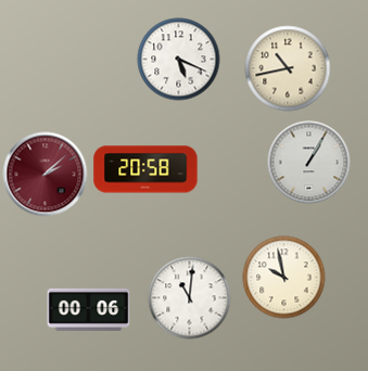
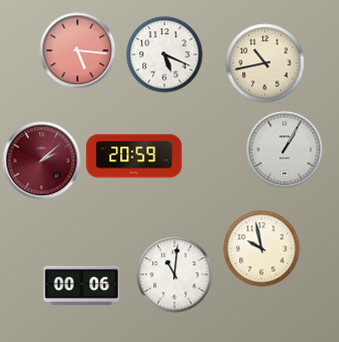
clock at (78, 51): none -> 5:16
clock at (145, 169): 20:58 -> 20:59
clock at (284, 278) position: (284, 278) -> (262, 249)
